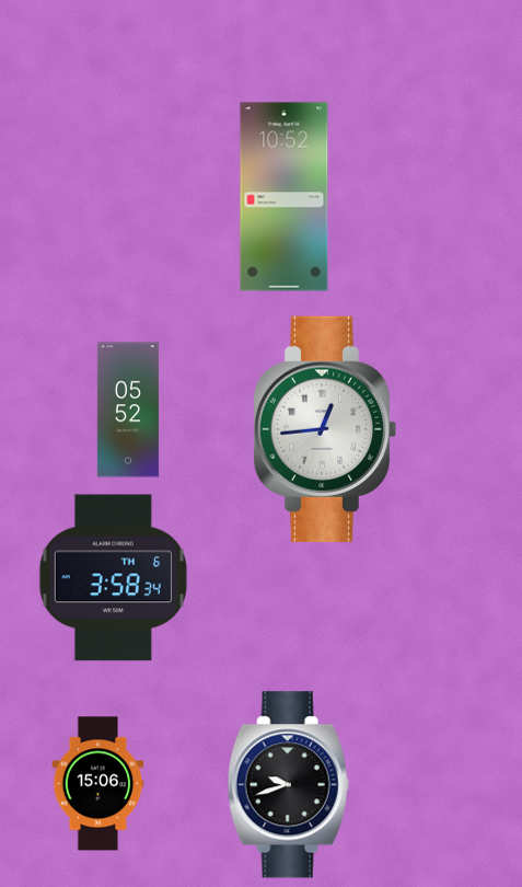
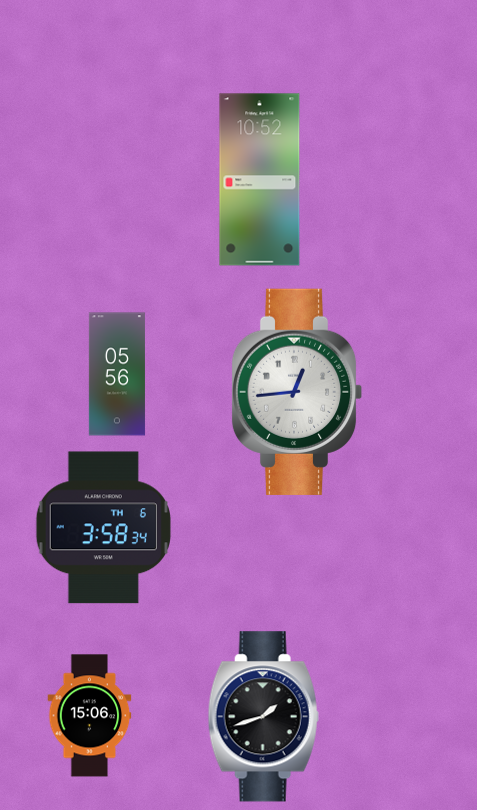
clock at (128, 410): 05:52 -> 05:56
clock at (288, 785): 9:42 -> 1:42
